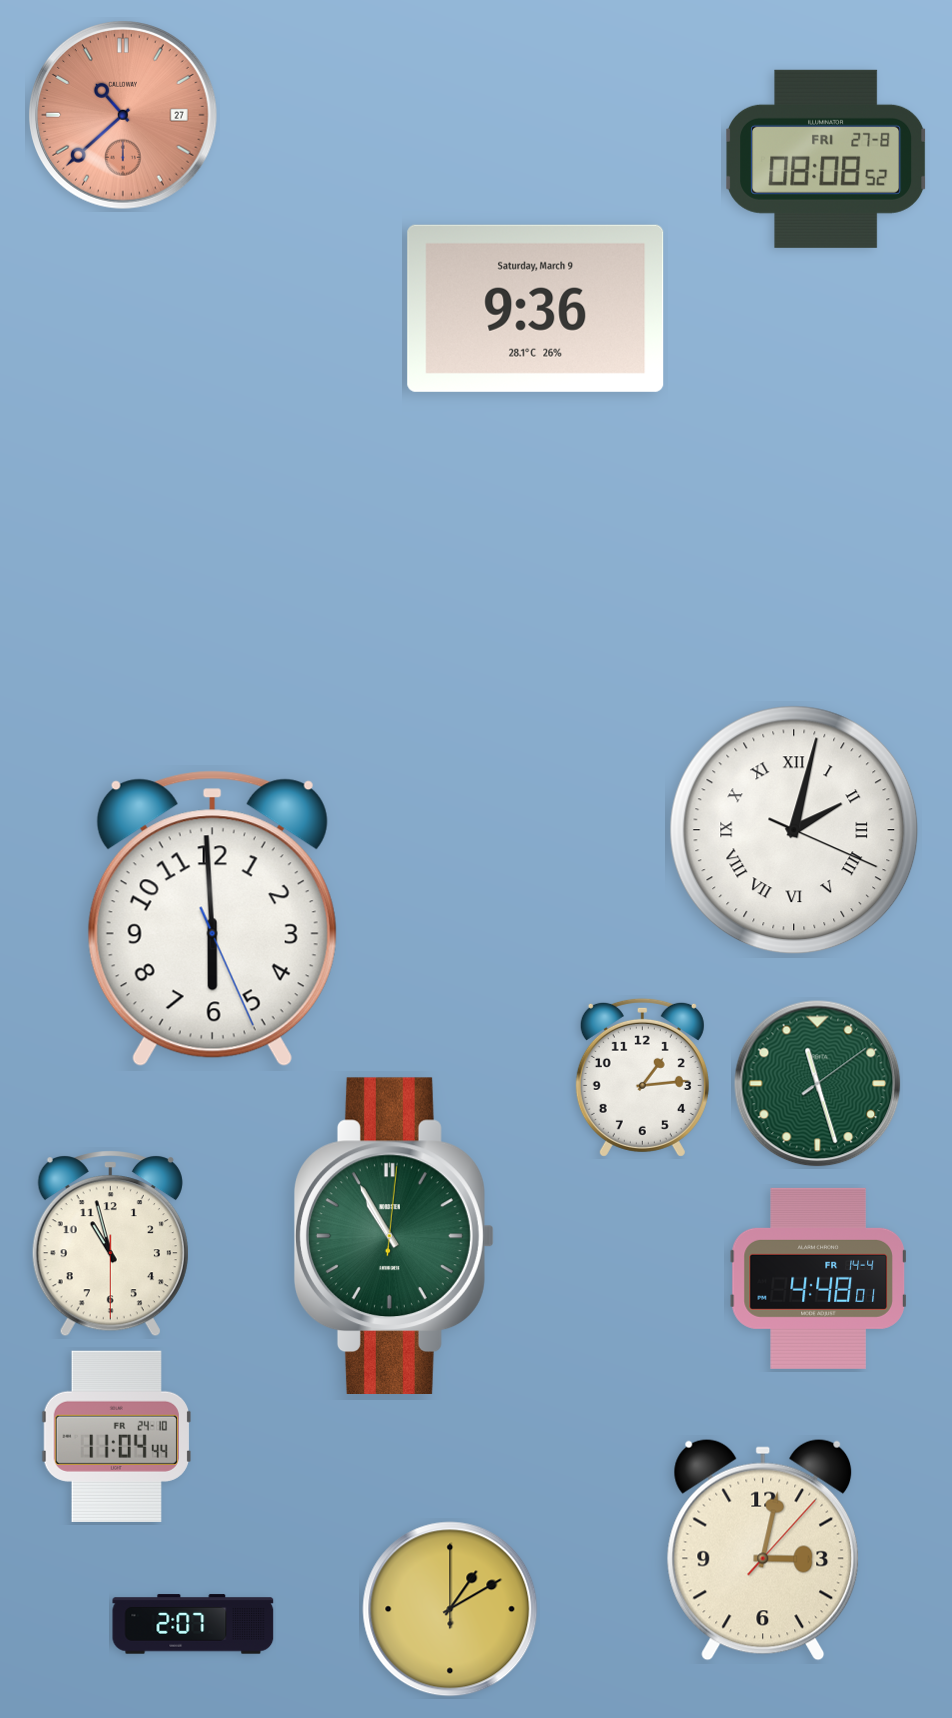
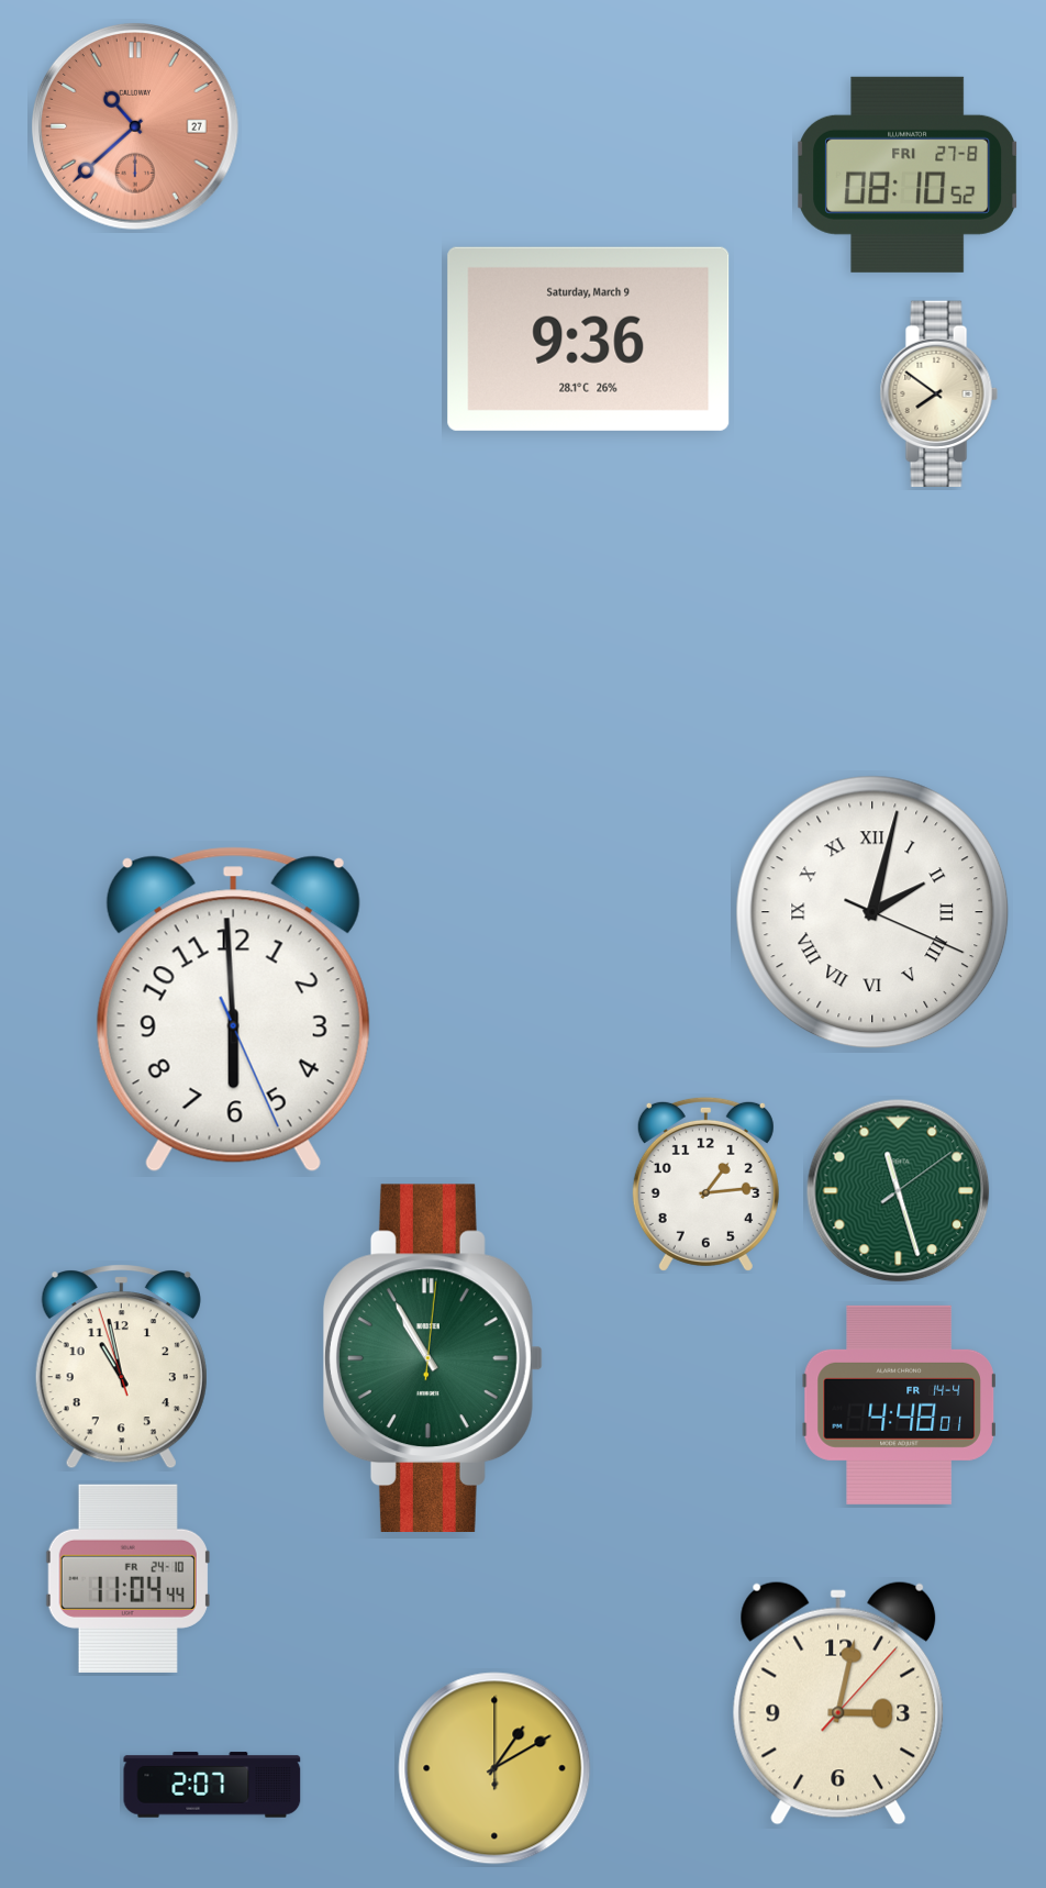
clock at (827, 159): 08:08 -> 08:10
clock at (938, 395): none -> 7:51
clock at (110, 1244): 10:57:30 -> 10:57:57
